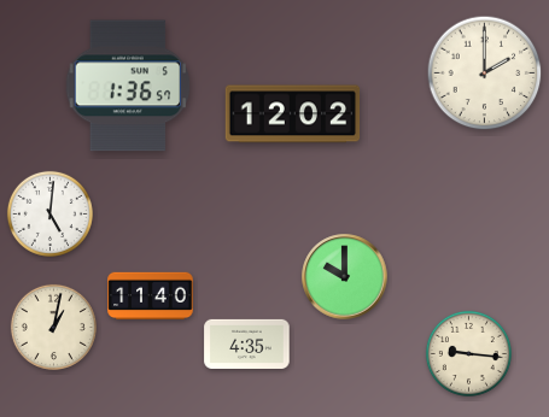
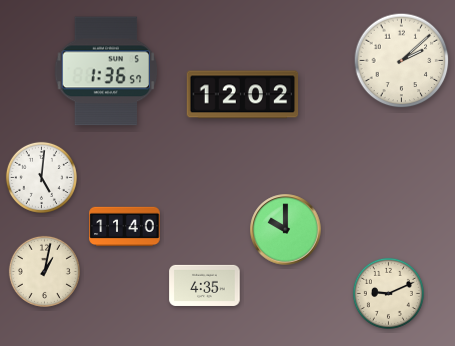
clock at (485, 74): 2:00 -> 2:08
clock at (151, 296) position: (151, 296) -> (125, 227)
clock at (468, 353): 9:16 -> 9:11
